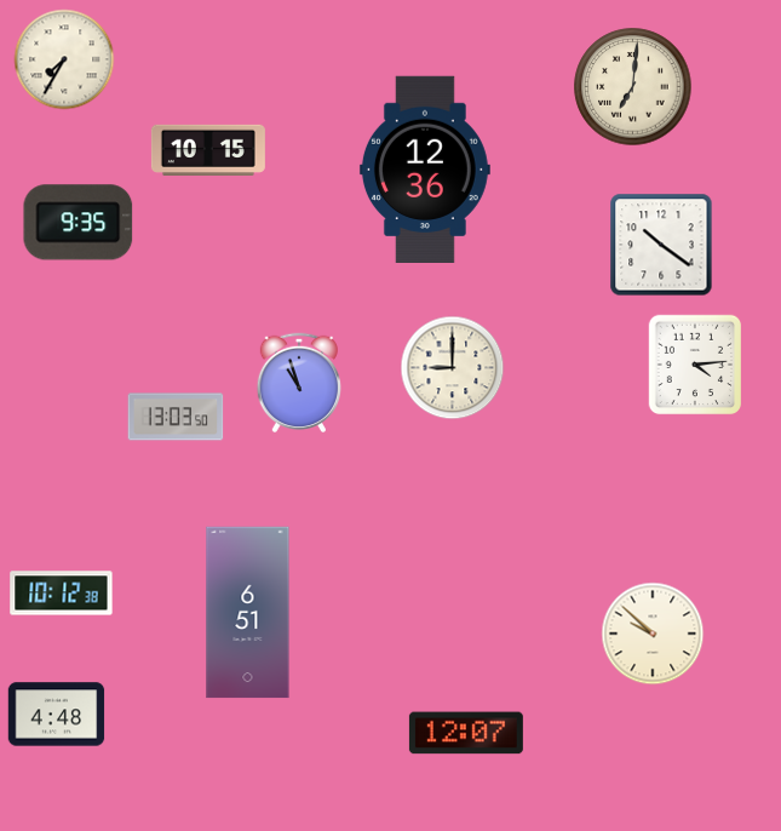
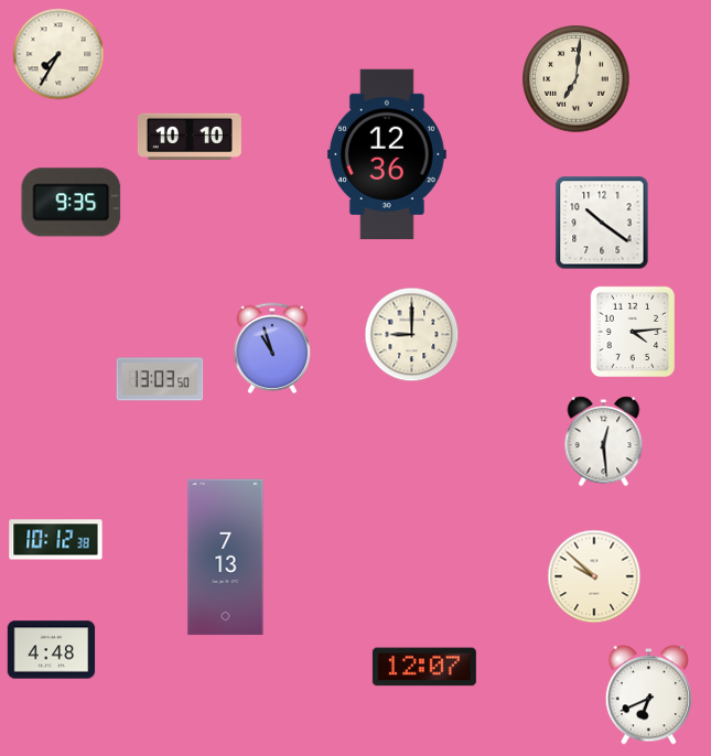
clock at (208, 149): 10:15 -> 10:10
clock at (604, 442): none -> 12:29
clock at (248, 613): 6:51 -> 7:13
clock at (648, 695): none -> 6:41
